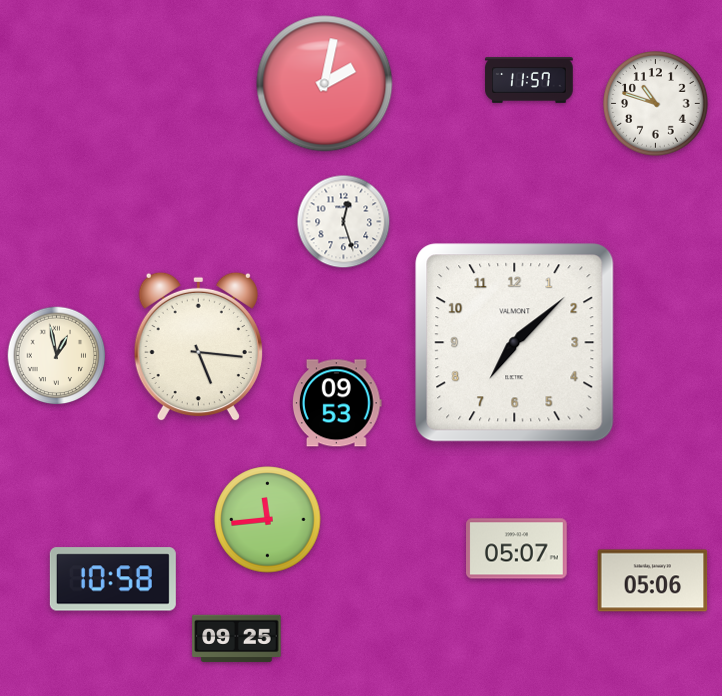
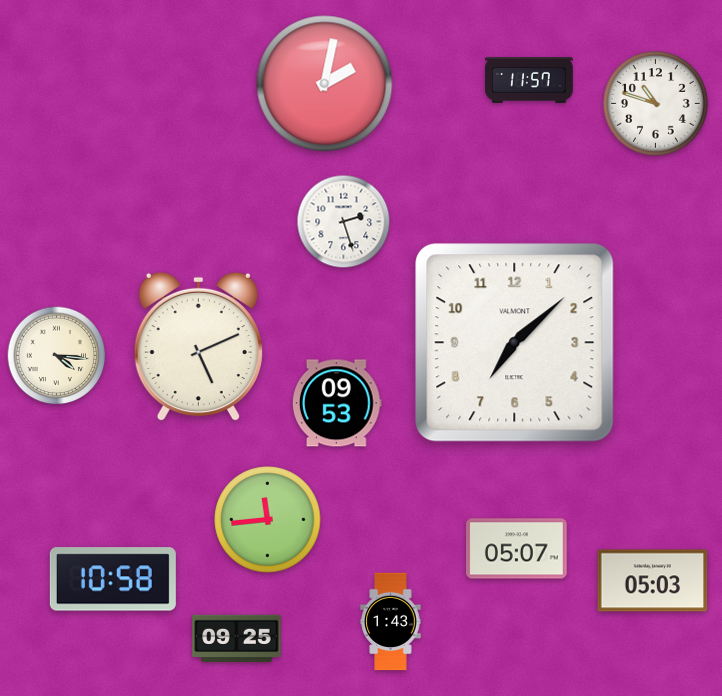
clock at (344, 222): 12:27 -> 2:27
clock at (198, 347): 5:16 -> 5:11
clock at (57, 356): 12:58 -> 4:16
clock at (653, 581): 05:06 -> 05:03
clock at (391, 622): none -> 1:43
